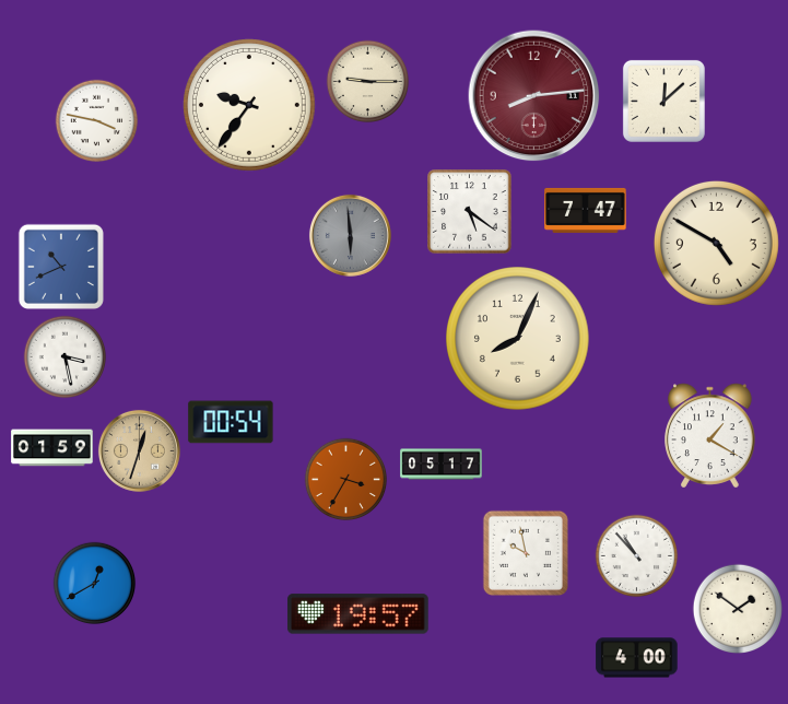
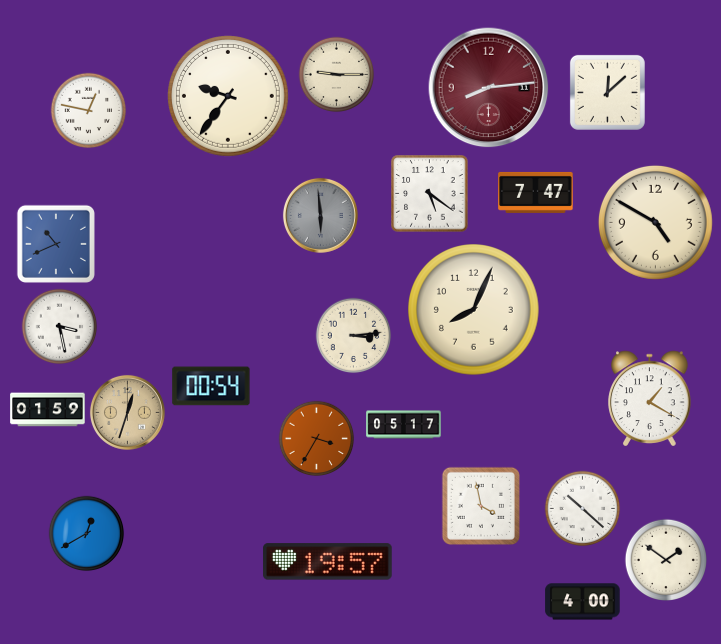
clock at (97, 121): 3:47 -> 12:47
clock at (354, 336): none -> 3:14
clock at (526, 553): 9:58 -> 3:58
clock at (637, 556): 10:53 -> 10:22
clock at (737, 608) position: (737, 608) -> (665, 559)
